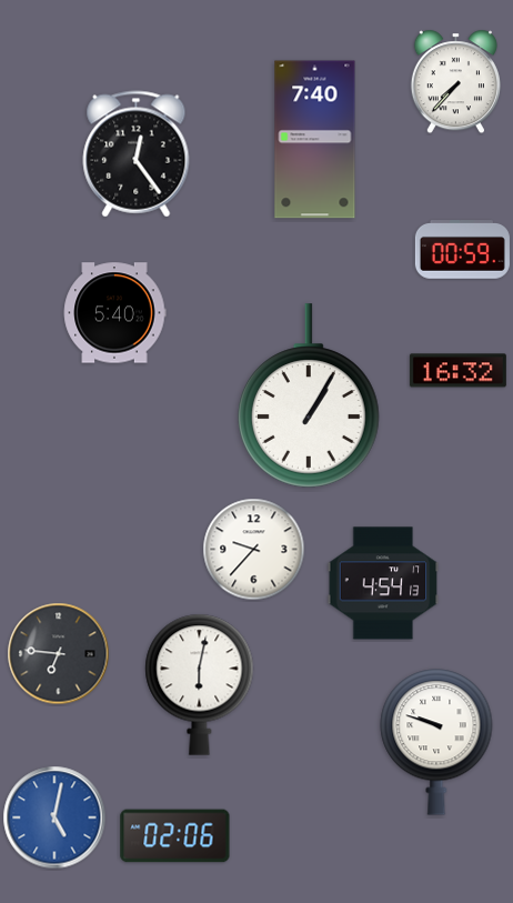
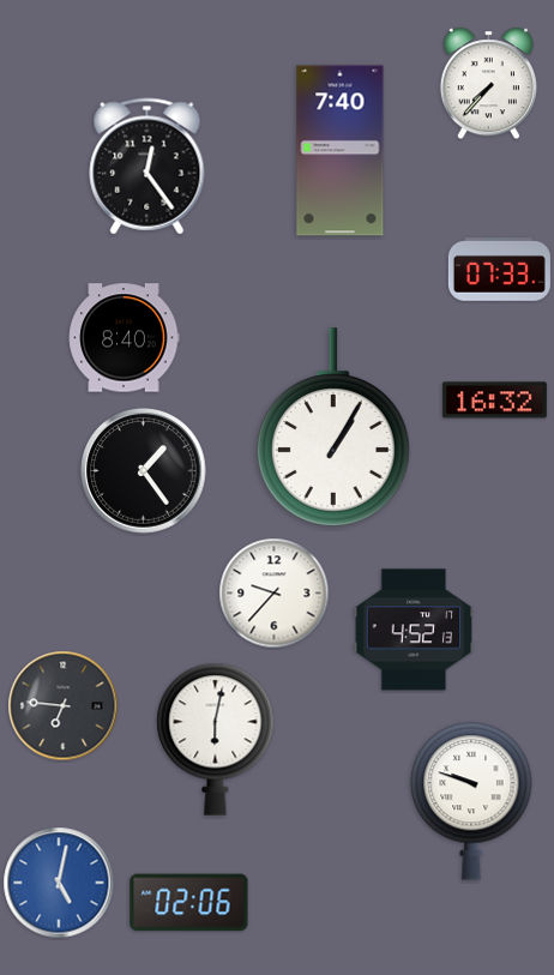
clock at (455, 82) position: (455, 82) -> (488, 84)
clock at (462, 250): 00:59 -> 07:33
clock at (114, 313): 5:40 -> 8:40
clock at (144, 471): none -> 1:24
clock at (383, 583): 4:54 -> 4:52
